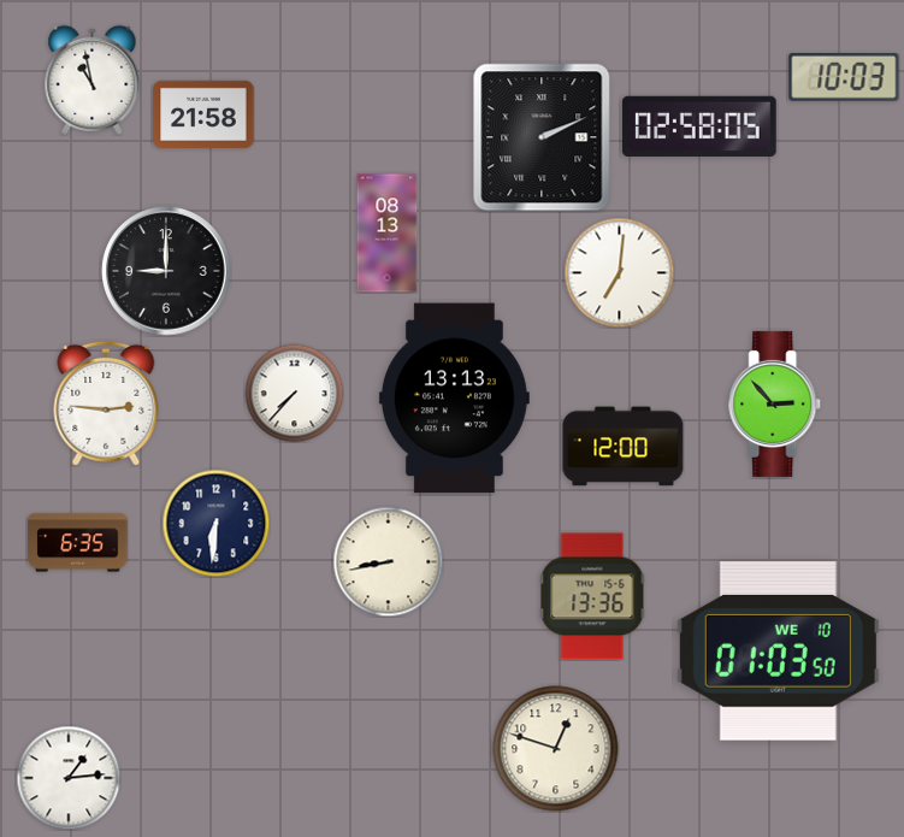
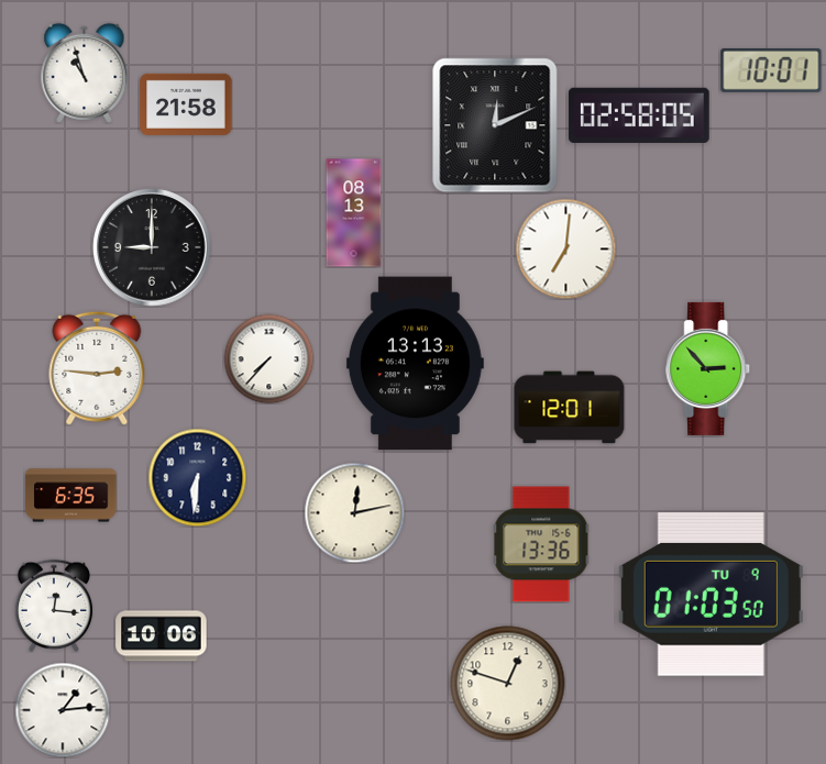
clock at (844, 78): 10:03 -> 10:01
clock at (93, 79): 10:58 -> 10:57
clock at (542, 137): 2:11 -> 12:11
clock at (624, 447): 12:00 -> 12:01
clock at (388, 561): 8:43 -> 12:13
clock at (778, 652) date: WE 10 -> TU 9
clock at (54, 605): none -> 12:16
clock at (162, 636): none -> 10:06
